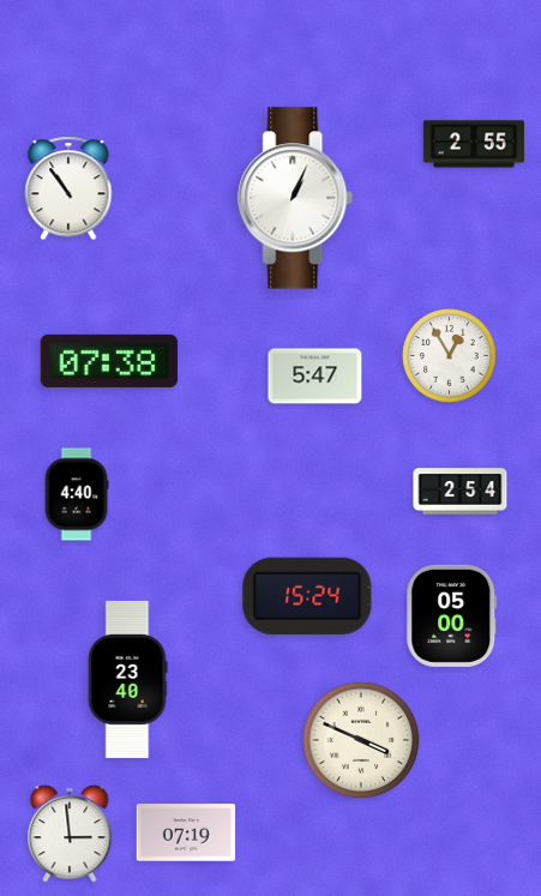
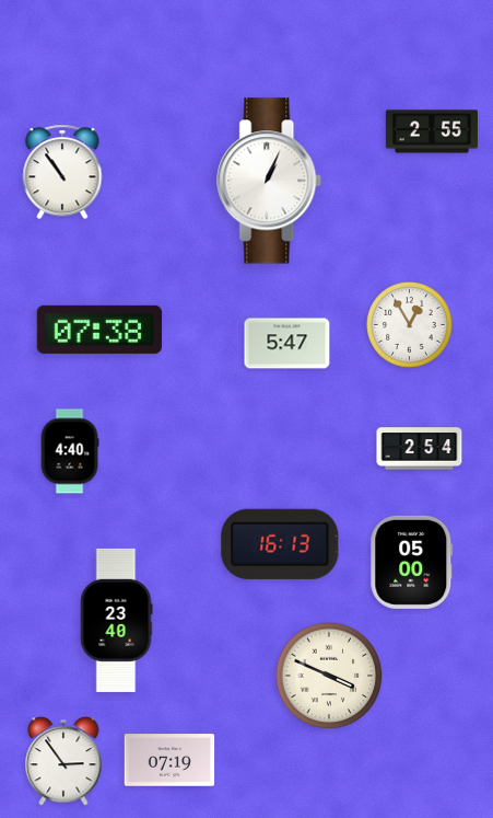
clock at (307, 596): 15:24 -> 16:13
clock at (70, 834): 2:59 -> 2:54
